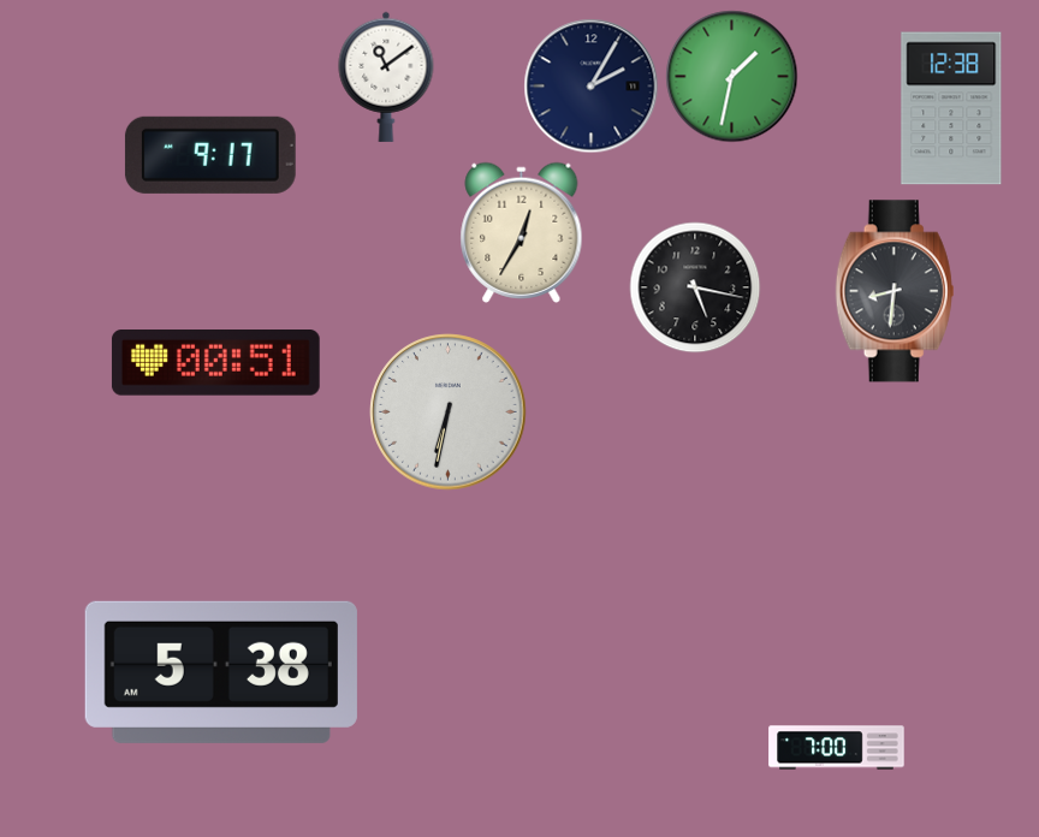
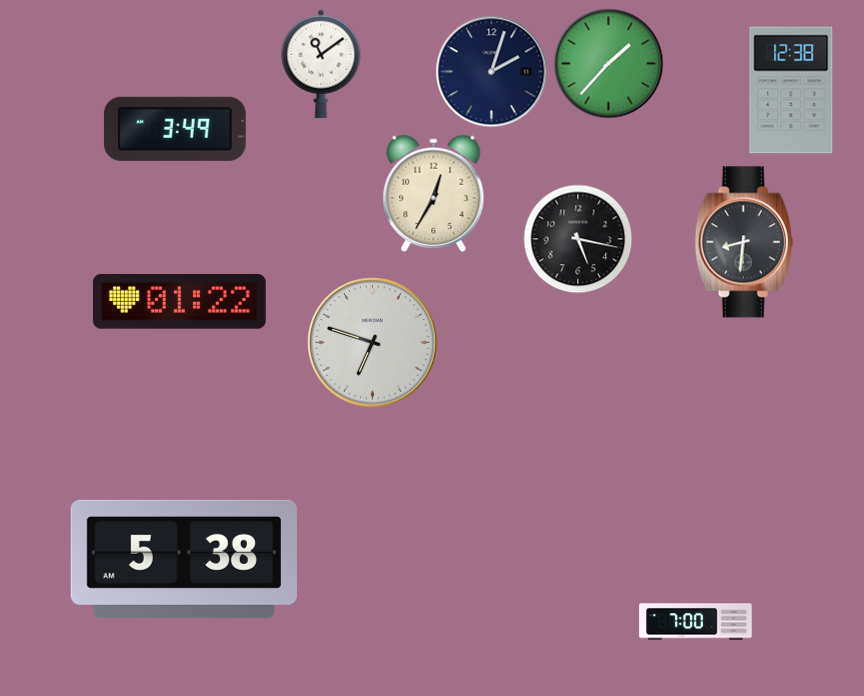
clock at (732, 77): 1:32 -> 1:37
clock at (592, 87): 2:05 -> 2:03
clock at (210, 155): 9:17 -> 3:49
clock at (215, 363): 00:51 -> 01:22
clock at (449, 412): 6:32 -> 6:48
